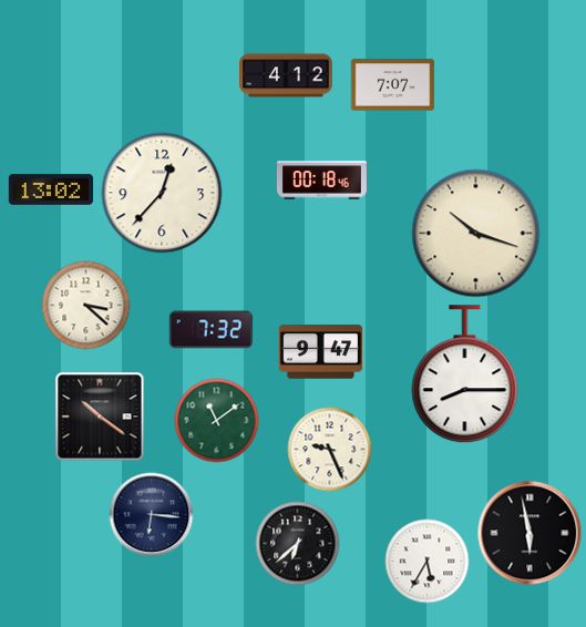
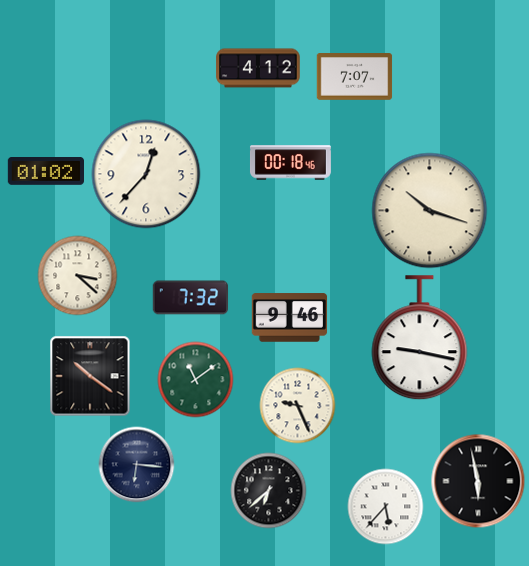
clock at (50, 191): 13:02 -> 01:02
clock at (321, 352): 9:47 -> 9:46
clock at (465, 374): 8:15 -> 9:17
clock at (428, 562): 5:35 -> 5:37
